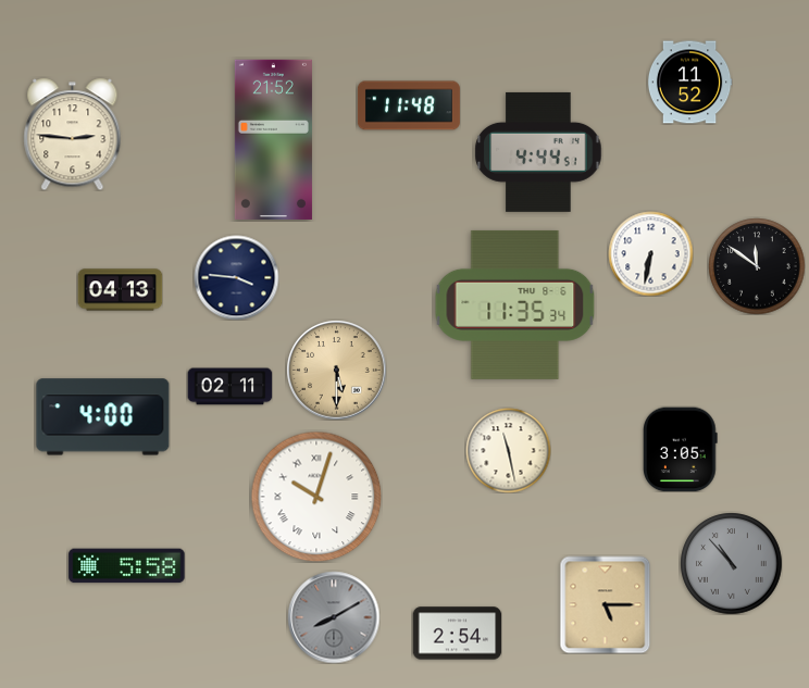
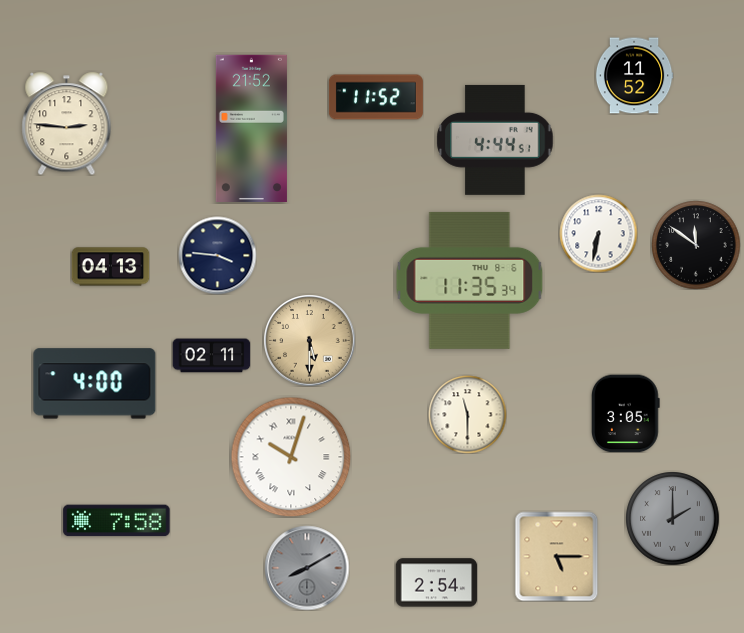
clock at (409, 105): 11:48 -> 11:52
clock at (515, 304) position: (515, 304) -> (470, 280)
clock at (508, 450): 11:28 -> 11:30
clock at (731, 563): 10:53 -> 2:00
clock at (127, 566): 5:58 -> 7:58
clock at (457, 634) position: (457, 634) -> (436, 583)
